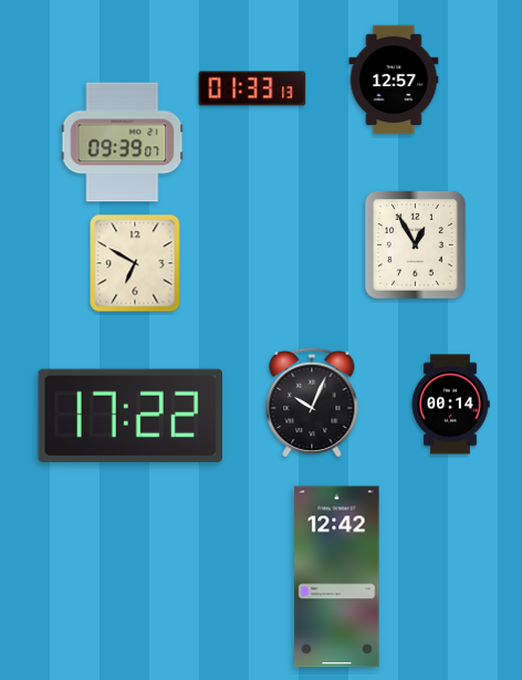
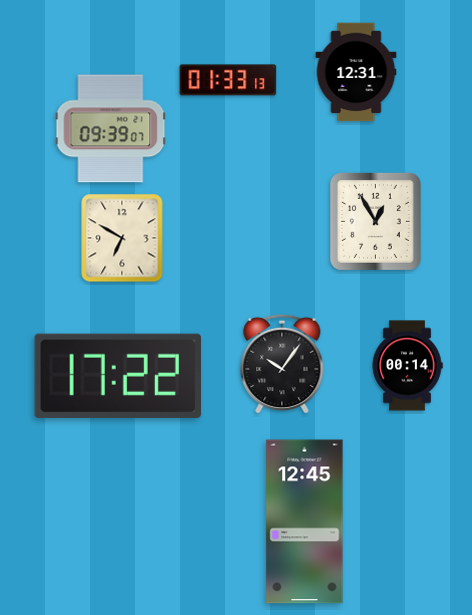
clock at (394, 80): 12:57 -> 12:31
clock at (312, 402): 10:04 -> 10:06
clock at (337, 577): 12:42 -> 12:45
